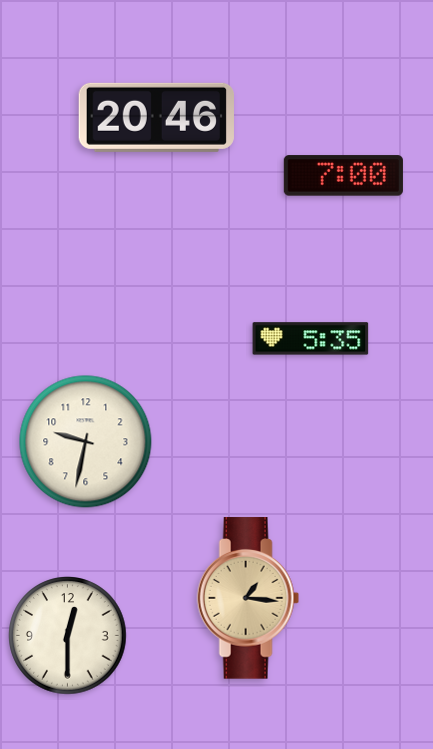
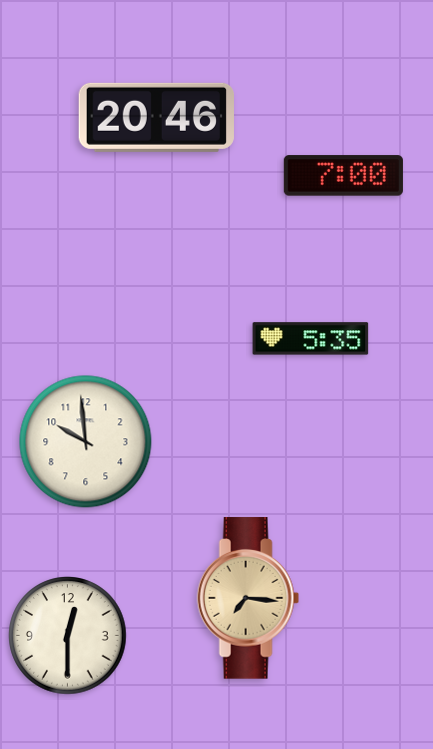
clock at (86, 442): 9:32 -> 9:59
clock at (248, 598): 1:16 -> 7:16
